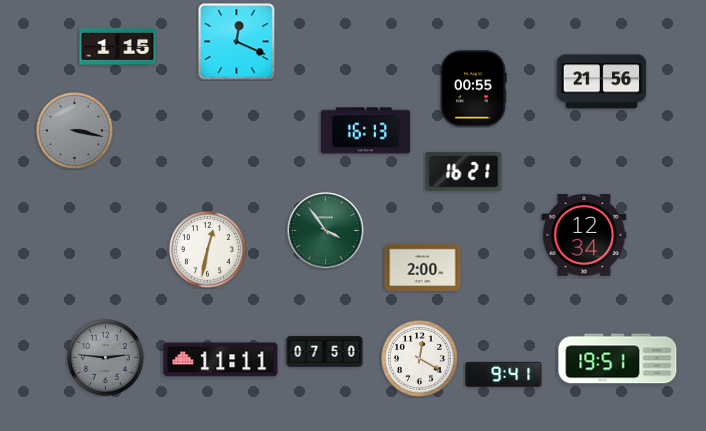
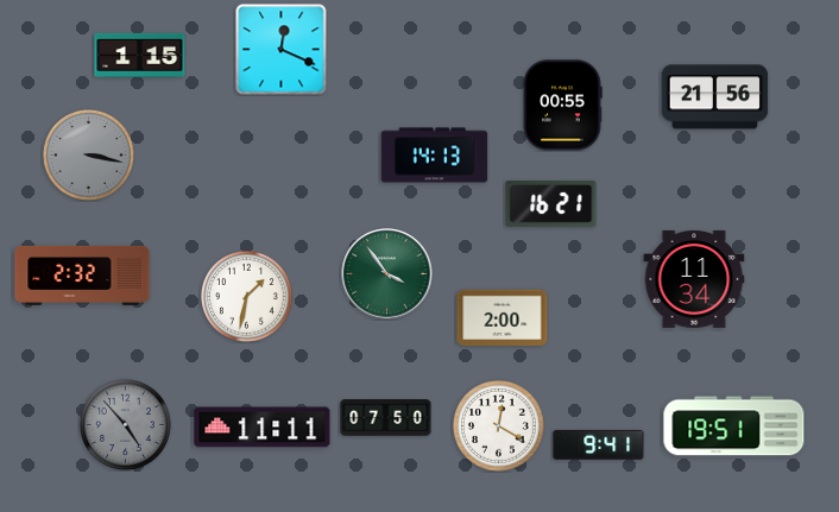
clock at (366, 131): 16:13 -> 14:13
clock at (82, 276): none -> 2:32
clock at (584, 235): 12:34 -> 11:34
clock at (208, 250): 12:32 -> 1:32
clock at (106, 358): 2:46 -> 4:53
